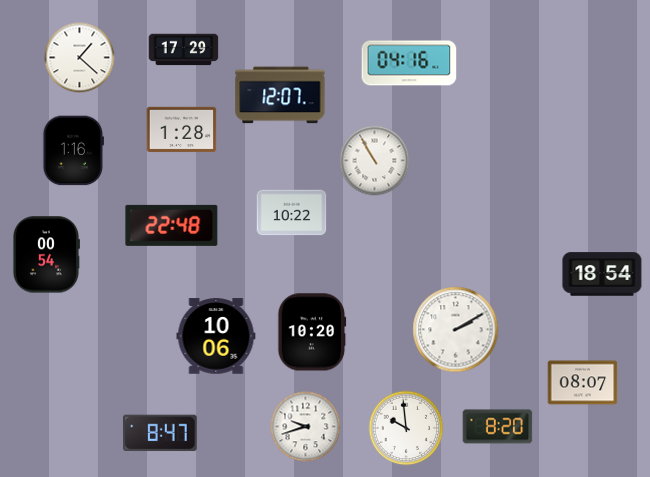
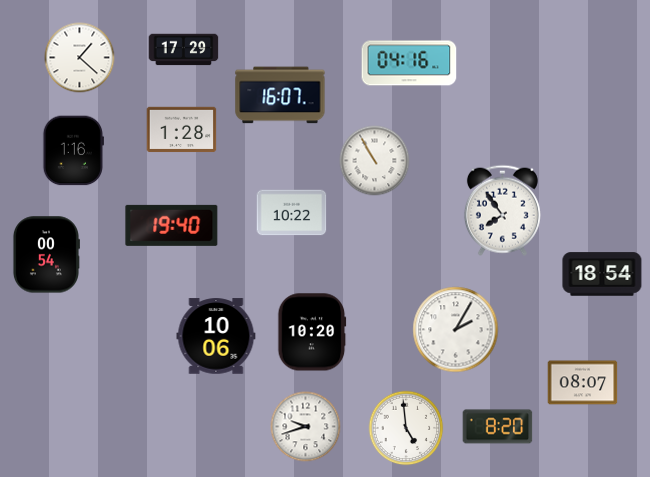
clock at (280, 95): 12:07 -> 16:07
clock at (502, 210): none -> 7:54
clock at (172, 225): 22:48 -> 19:40
clock at (456, 330): 2:10 -> 2:05
clock at (406, 428): 9:59 -> 4:59
clock at (161, 433): 8:47 -> none
